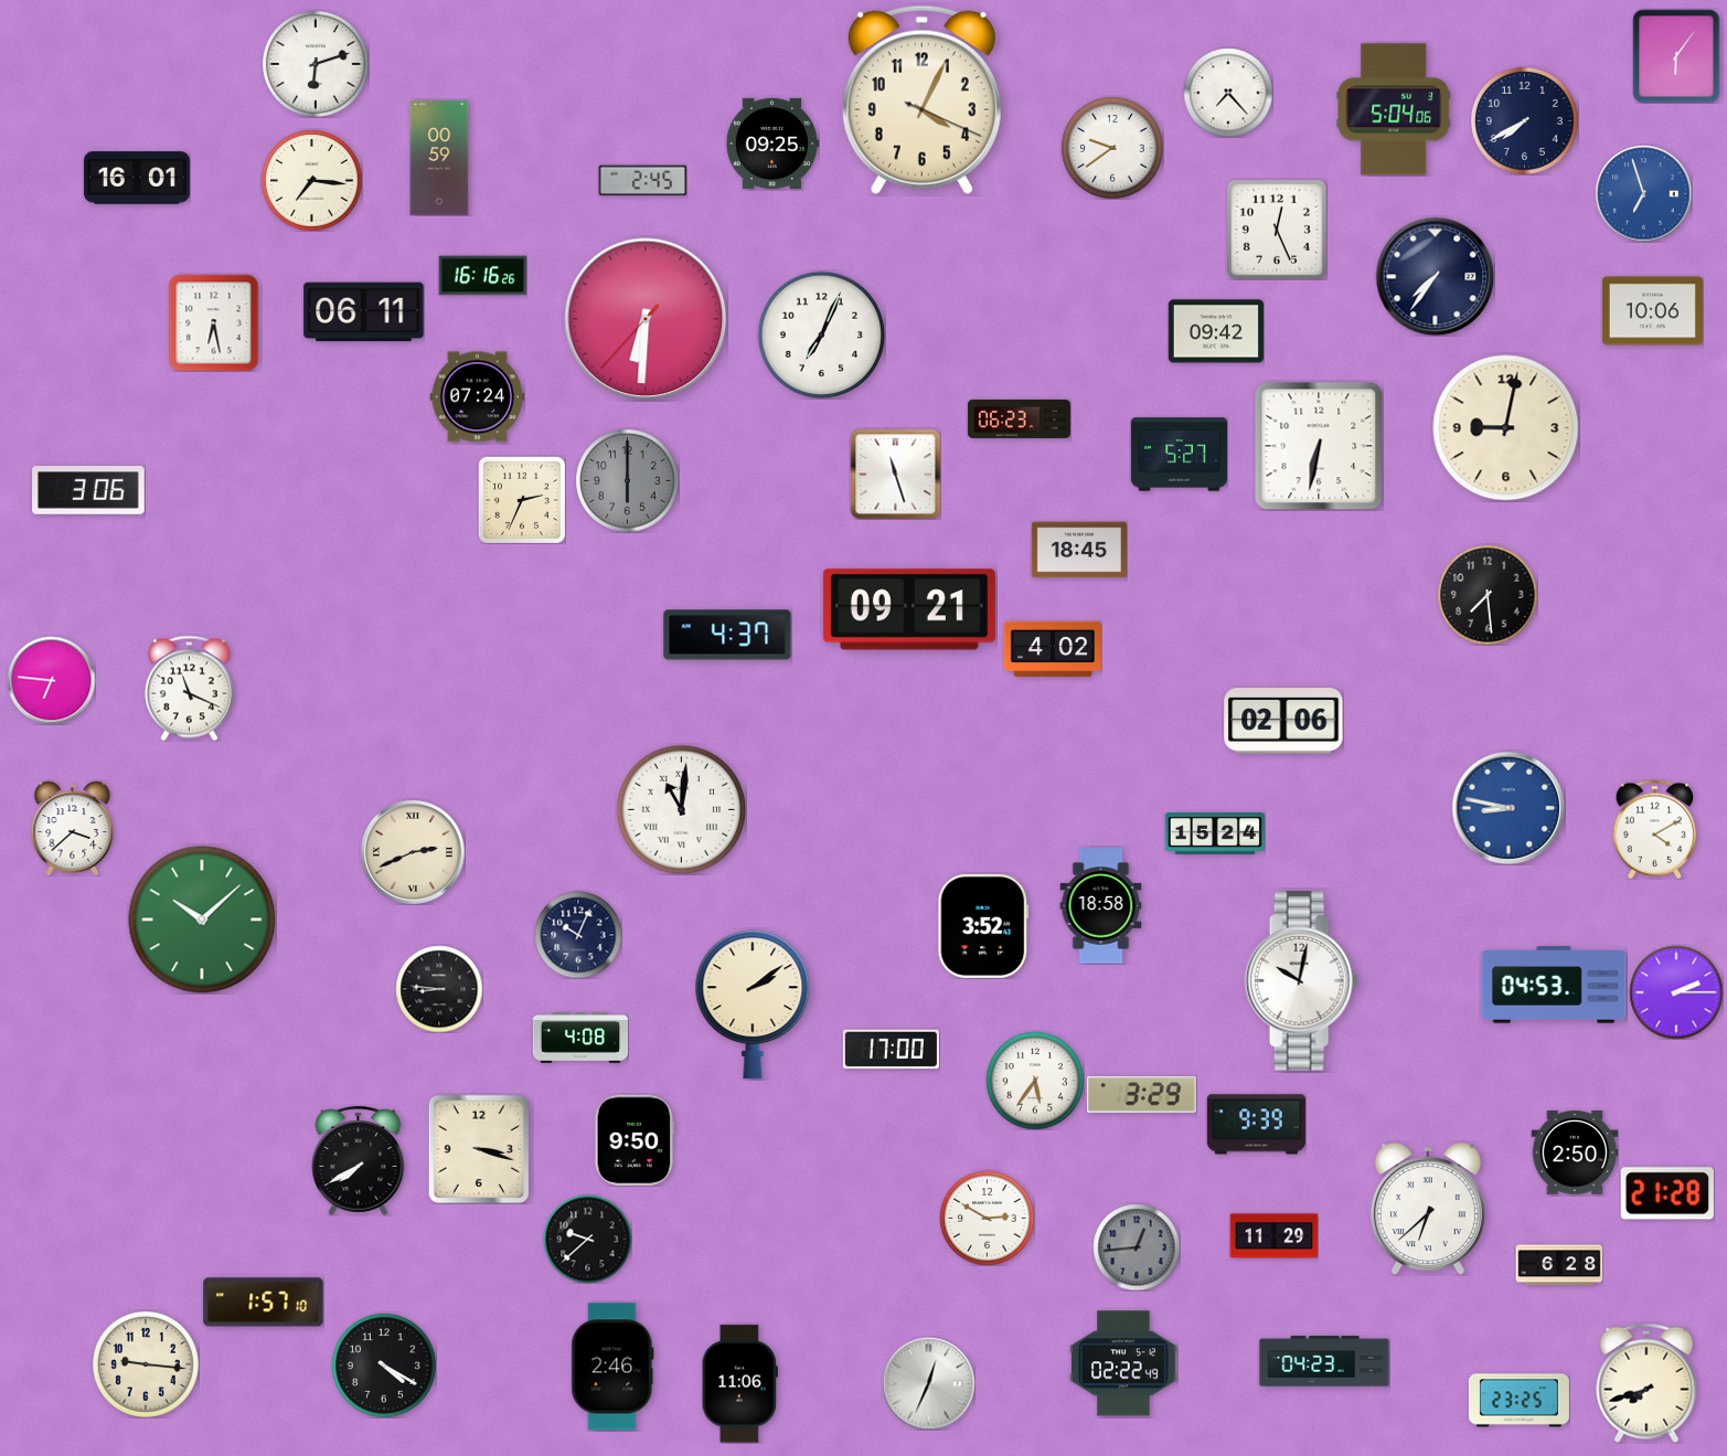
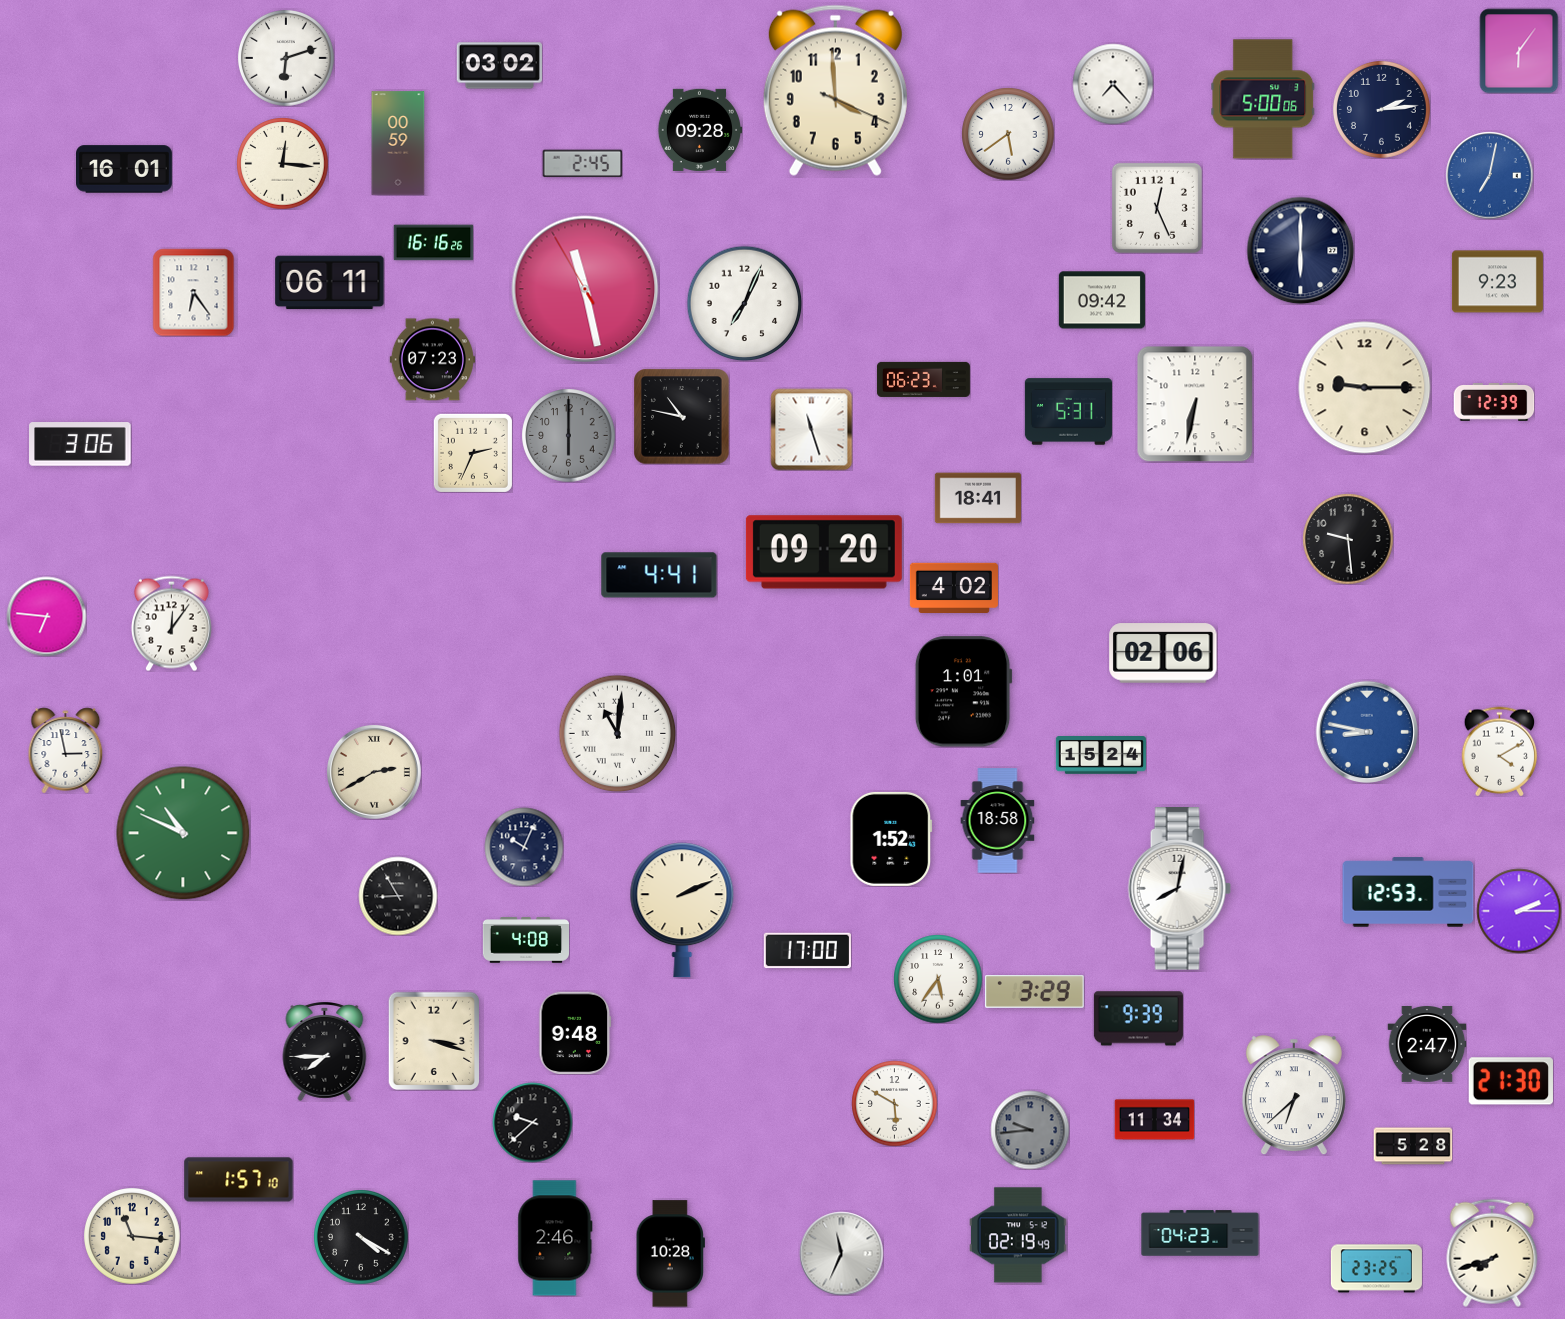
clock at (499, 66): none -> 03:02
clock at (921, 99): 4:04 -> 3:59
clock at (1394, 109): 5:04 -> 5:00
clock at (1524, 120): 7:40 -> 2:14
clock at (772, 144): 09:25 -> 09:28
clock at (1112, 148): 9:39 -> 5:39
clock at (138, 178) position: (138, 178) -> (125, 169)
clock at (311, 180): 7:16 -> 12:16
clock at (1643, 193): 6:57 -> 7:02
clock at (482, 276) position: (482, 276) -> (433, 243)
clock at (1435, 276): 7:36 -> 6:00
clock at (1652, 311): 10:06 -> 9:23
clock at (646, 319): 6:30 -> 11:27
clock at (214, 322): 6:28 -> 6:24
clock at (477, 397): 07:24 -> 07:23
clock at (1506, 428): 9:02 -> 9:15
clock at (1494, 403): none -> 12:39
clock at (1179, 455): 5:27 -> 5:31
clock at (681, 416): none -> 10:47
clock at (1078, 550): 18:45 -> 18:41
clock at (1488, 595): 7:29 -> 9:29
clock at (909, 609): 09:21 -> 09:20
clock at (727, 635): 4:37 -> 4:41
clock at (189, 688): 11:19 -> 12:06
clock at (963, 692): none -> 1:01
clock at (73, 828): 3:38 -> 2:58
clock at (413, 852): 2:41 -> 2:40
clock at (202, 920): 10:08 -> 10:49
clock at (983, 926): 3:52 -> 1:52
clock at (1301, 981): 10:02 -> 8:02
clock at (1554, 985): 04:53 -> 12:53
clock at (439, 989): 8:46 -> 8:55
clock at (1676, 992) position: (1676, 992) -> (1519, 911)
clock at (753, 1005): 2:09 -> 2:11
clock at (635, 1140): 9:50 -> 9:48
clock at (1575, 1154): 2:50 -> 2:47
clock at (359, 1161): 7:40 -> 7:45
clock at (1667, 1193): 21:28 -> 21:30
clock at (987, 1218): 2:50 -> 5:50
clock at (1273, 1236): 11:29 -> 11:34
clock at (1137, 1247): 12:44 -> 9:44
clock at (1559, 1265): 6:28 -> 5:28
clock at (1124, 1363): 02:22 -> 02:19
clock at (146, 1364): 9:16 -> 11:16
clock at (384, 1365) position: (384, 1365) -> (361, 1237)
clock at (928, 1383): 12:34 -> 11:34
clock at (739, 1384): 11:06 -> 10:28
